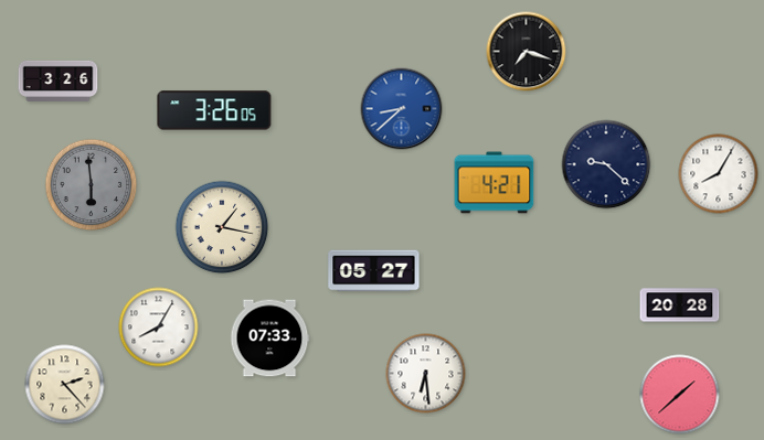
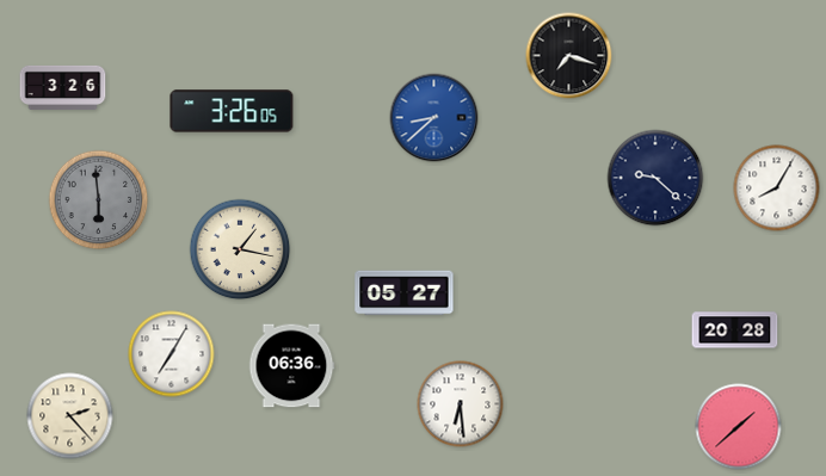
clock at (214, 110) position: (214, 110) -> (232, 111)
clock at (495, 183): 4:21 -> none
clock at (222, 227) position: (222, 227) -> (240, 249)
clock at (159, 328): 8:05 -> 7:05
clock at (269, 339): 07:33 -> 06:36
clock at (680, 395) position: (680, 395) -> (739, 427)
